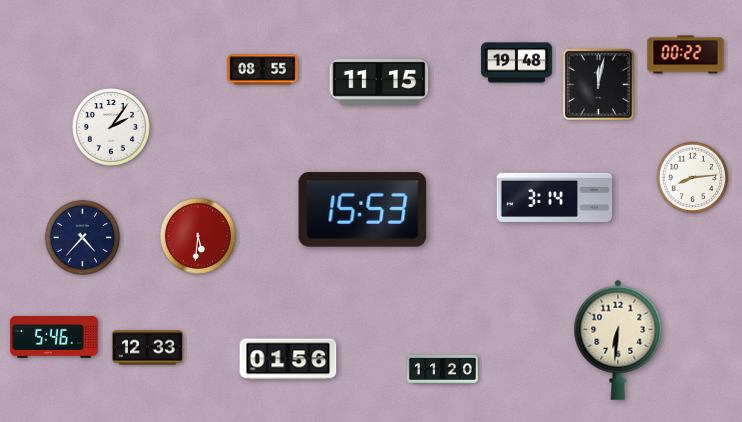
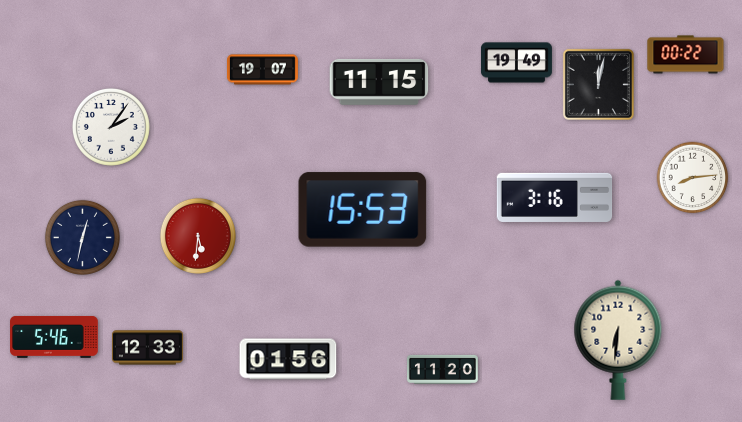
clock at (516, 63): 19:48 -> 19:49
clock at (262, 70): 08:55 -> 19:07
clock at (555, 197): 3:14 -> 3:16
clock at (82, 237): 4:37 -> 12:32
